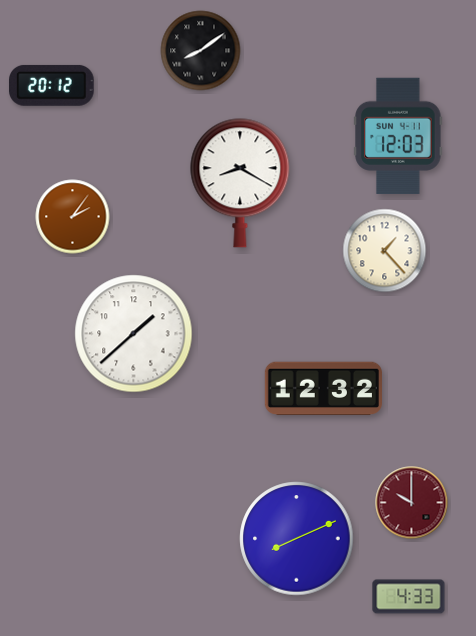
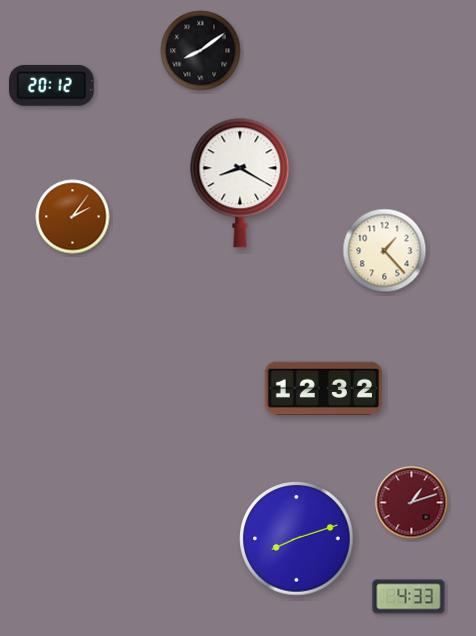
clock at (398, 136): 12:03 -> none
clock at (134, 334): 1:38 -> none
clock at (412, 503): 10:00 -> 1:12
clock at (297, 539): 8:11 -> 8:12
